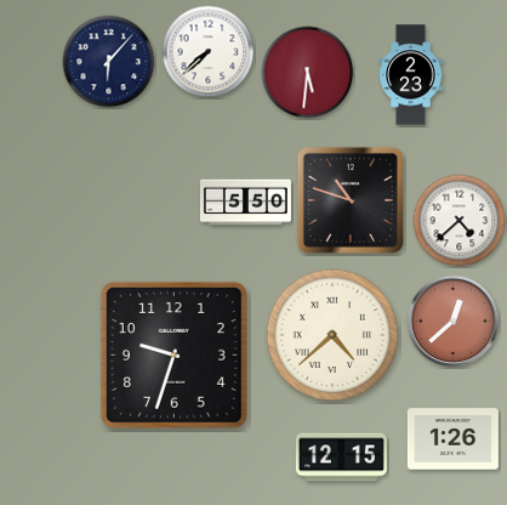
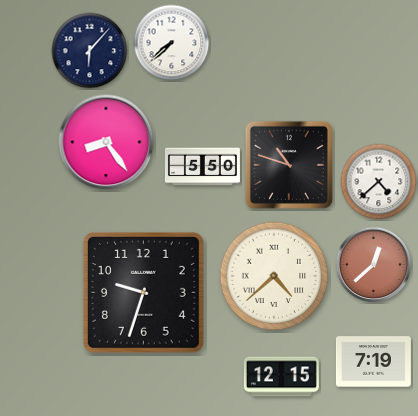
clock at (308, 73): 5:31 -> none
clock at (411, 75): 2:23 -> none
clock at (106, 142): none -> 8:24
clock at (452, 439): 1:26 -> 7:19
